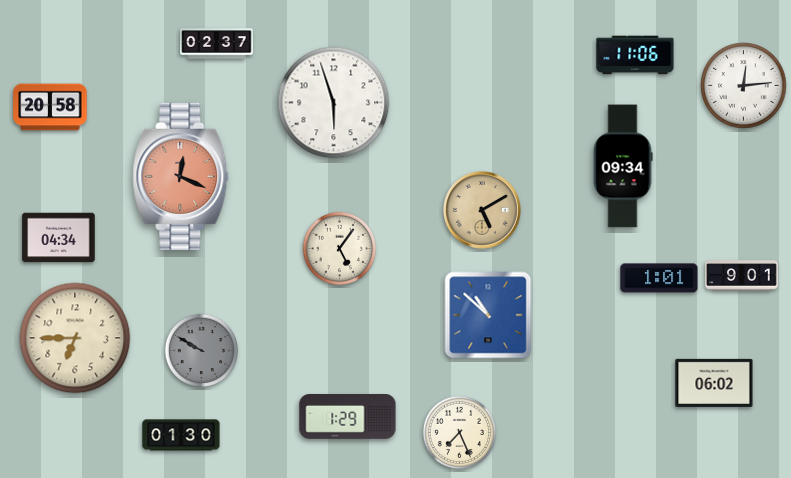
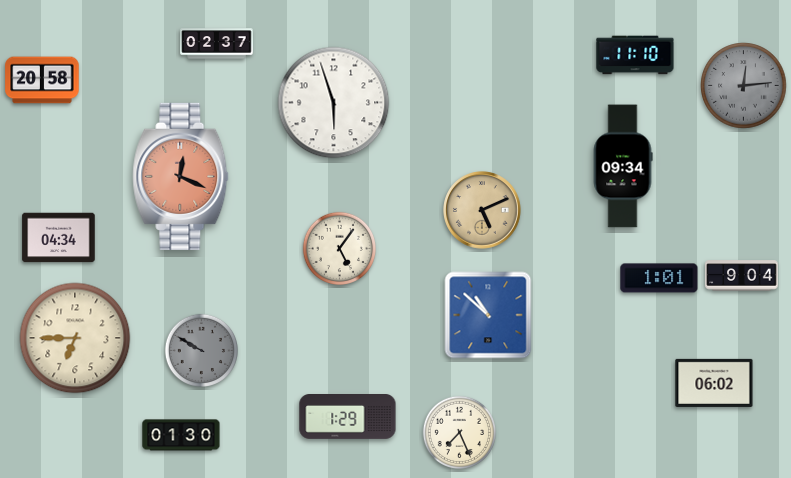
clock at (635, 55): 11:06 -> 11:10
clock at (744, 86) dial: white -> grey
clock at (50, 107) position: (50, 107) -> (42, 80)
clock at (482, 210): 5:10 -> 5:11
clock at (742, 276): 9:01 -> 9:04
